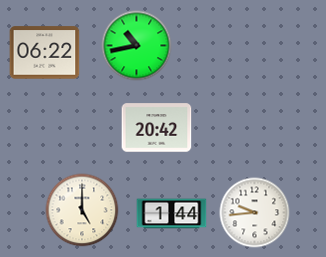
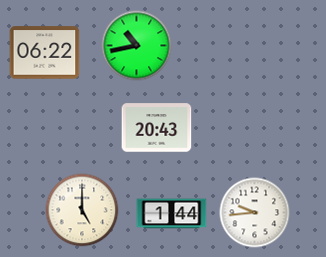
clock at (157, 128): 20:42 -> 20:43
